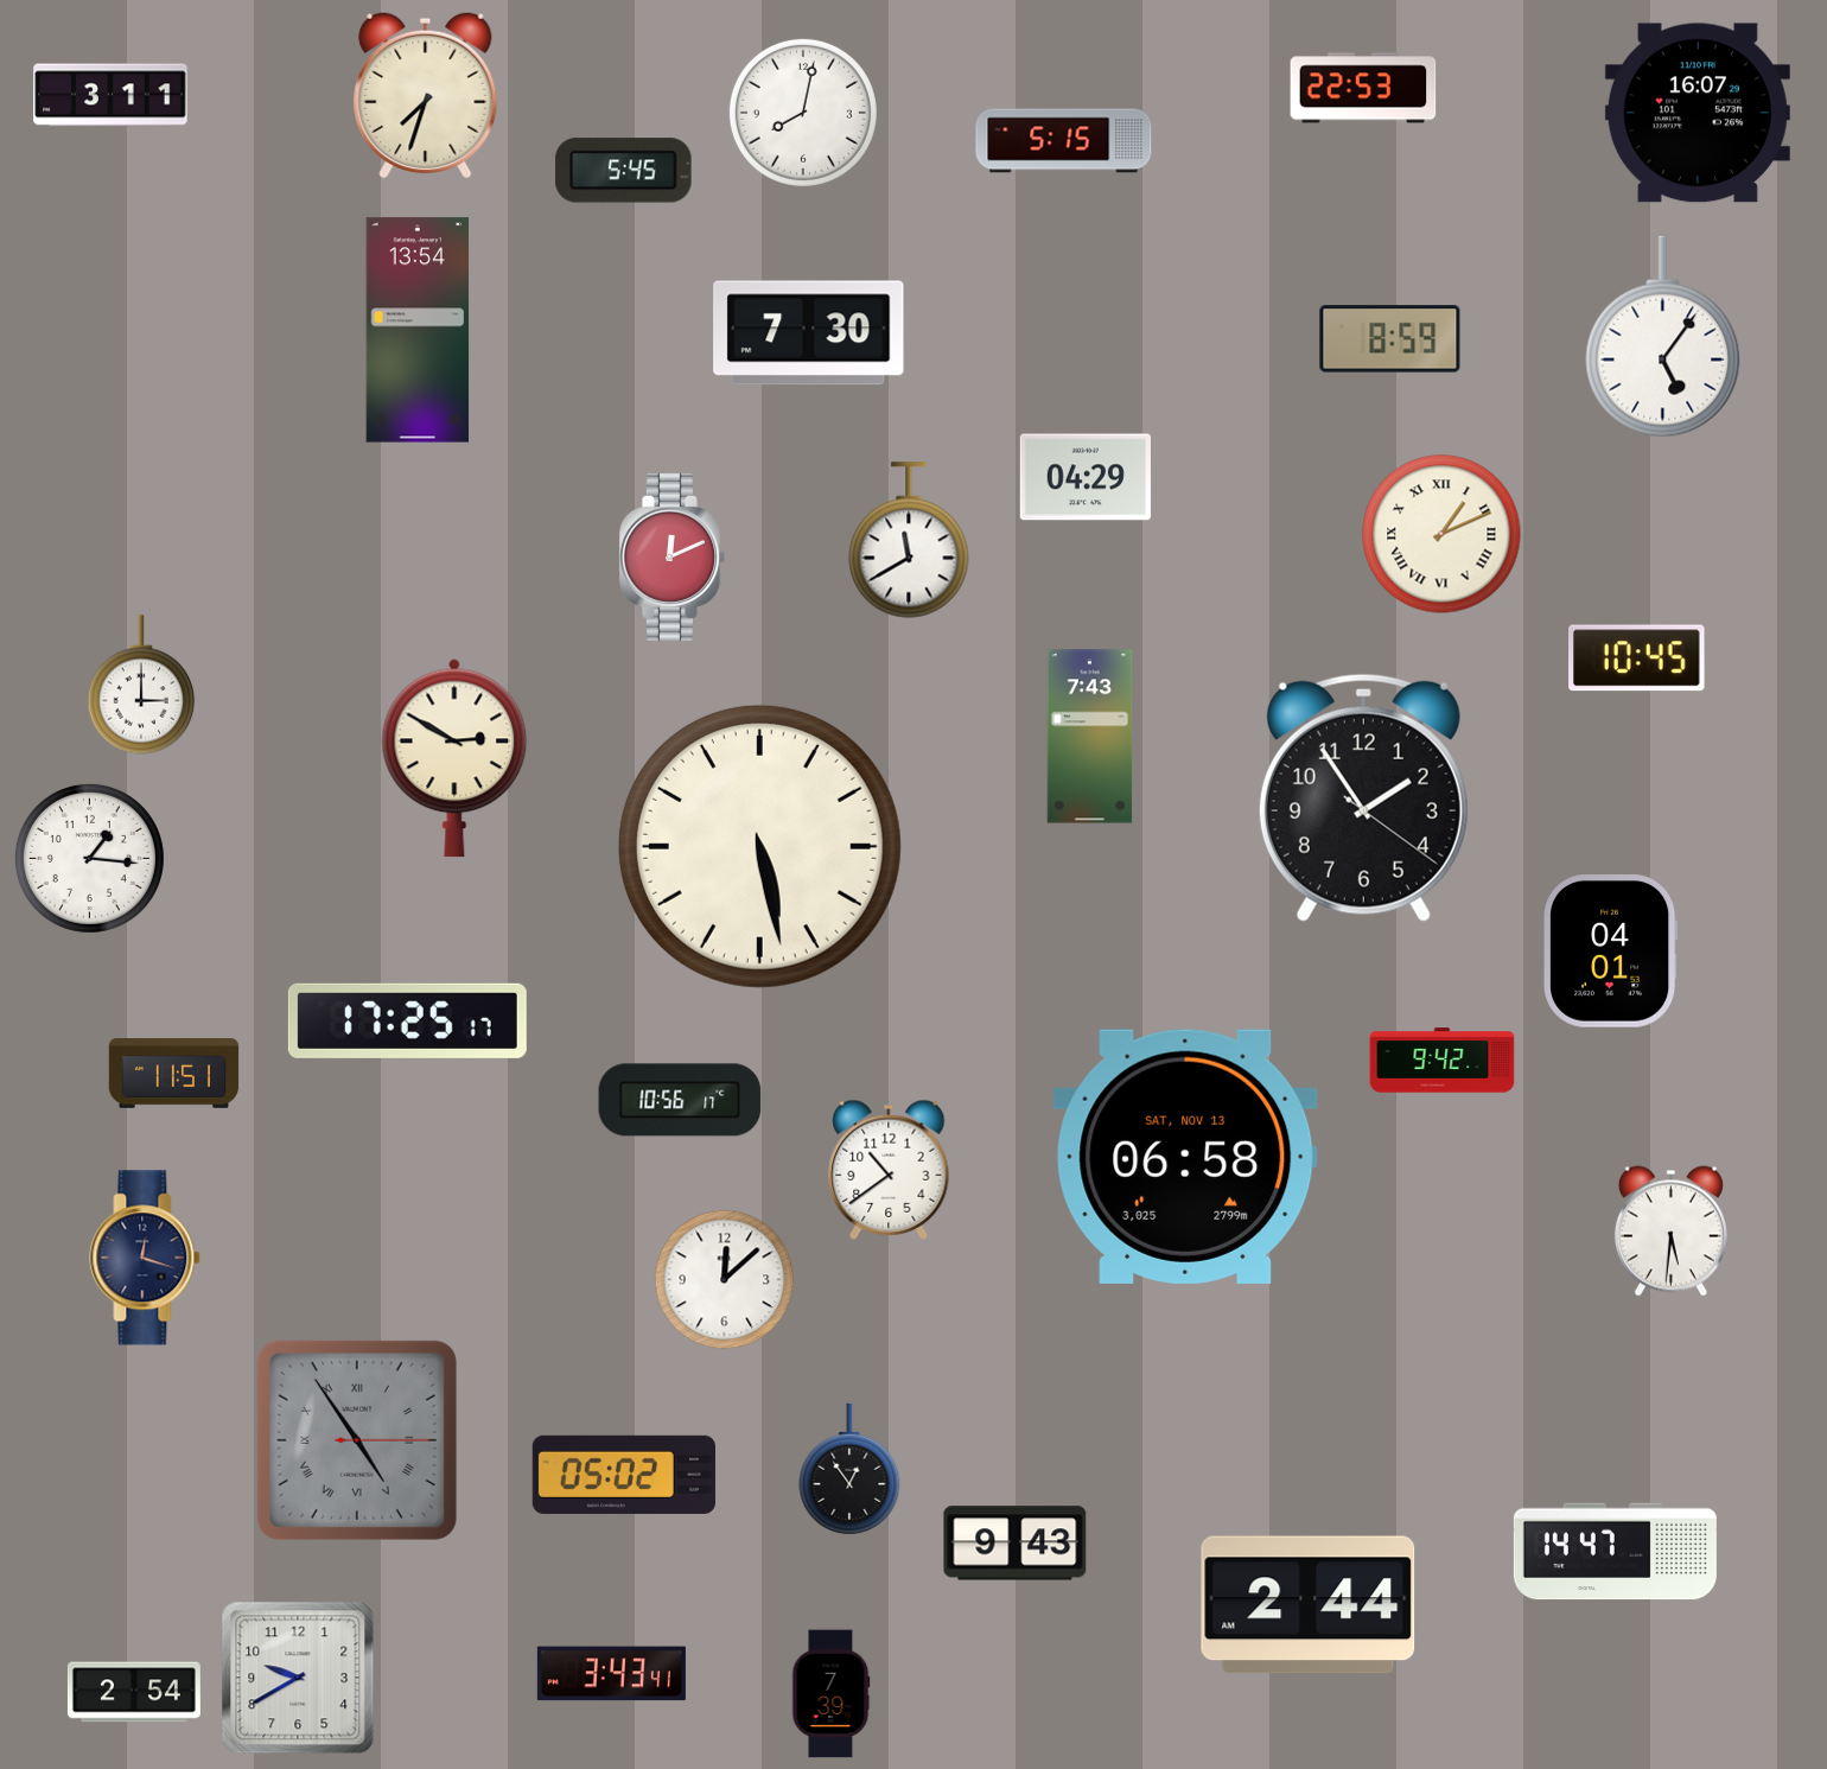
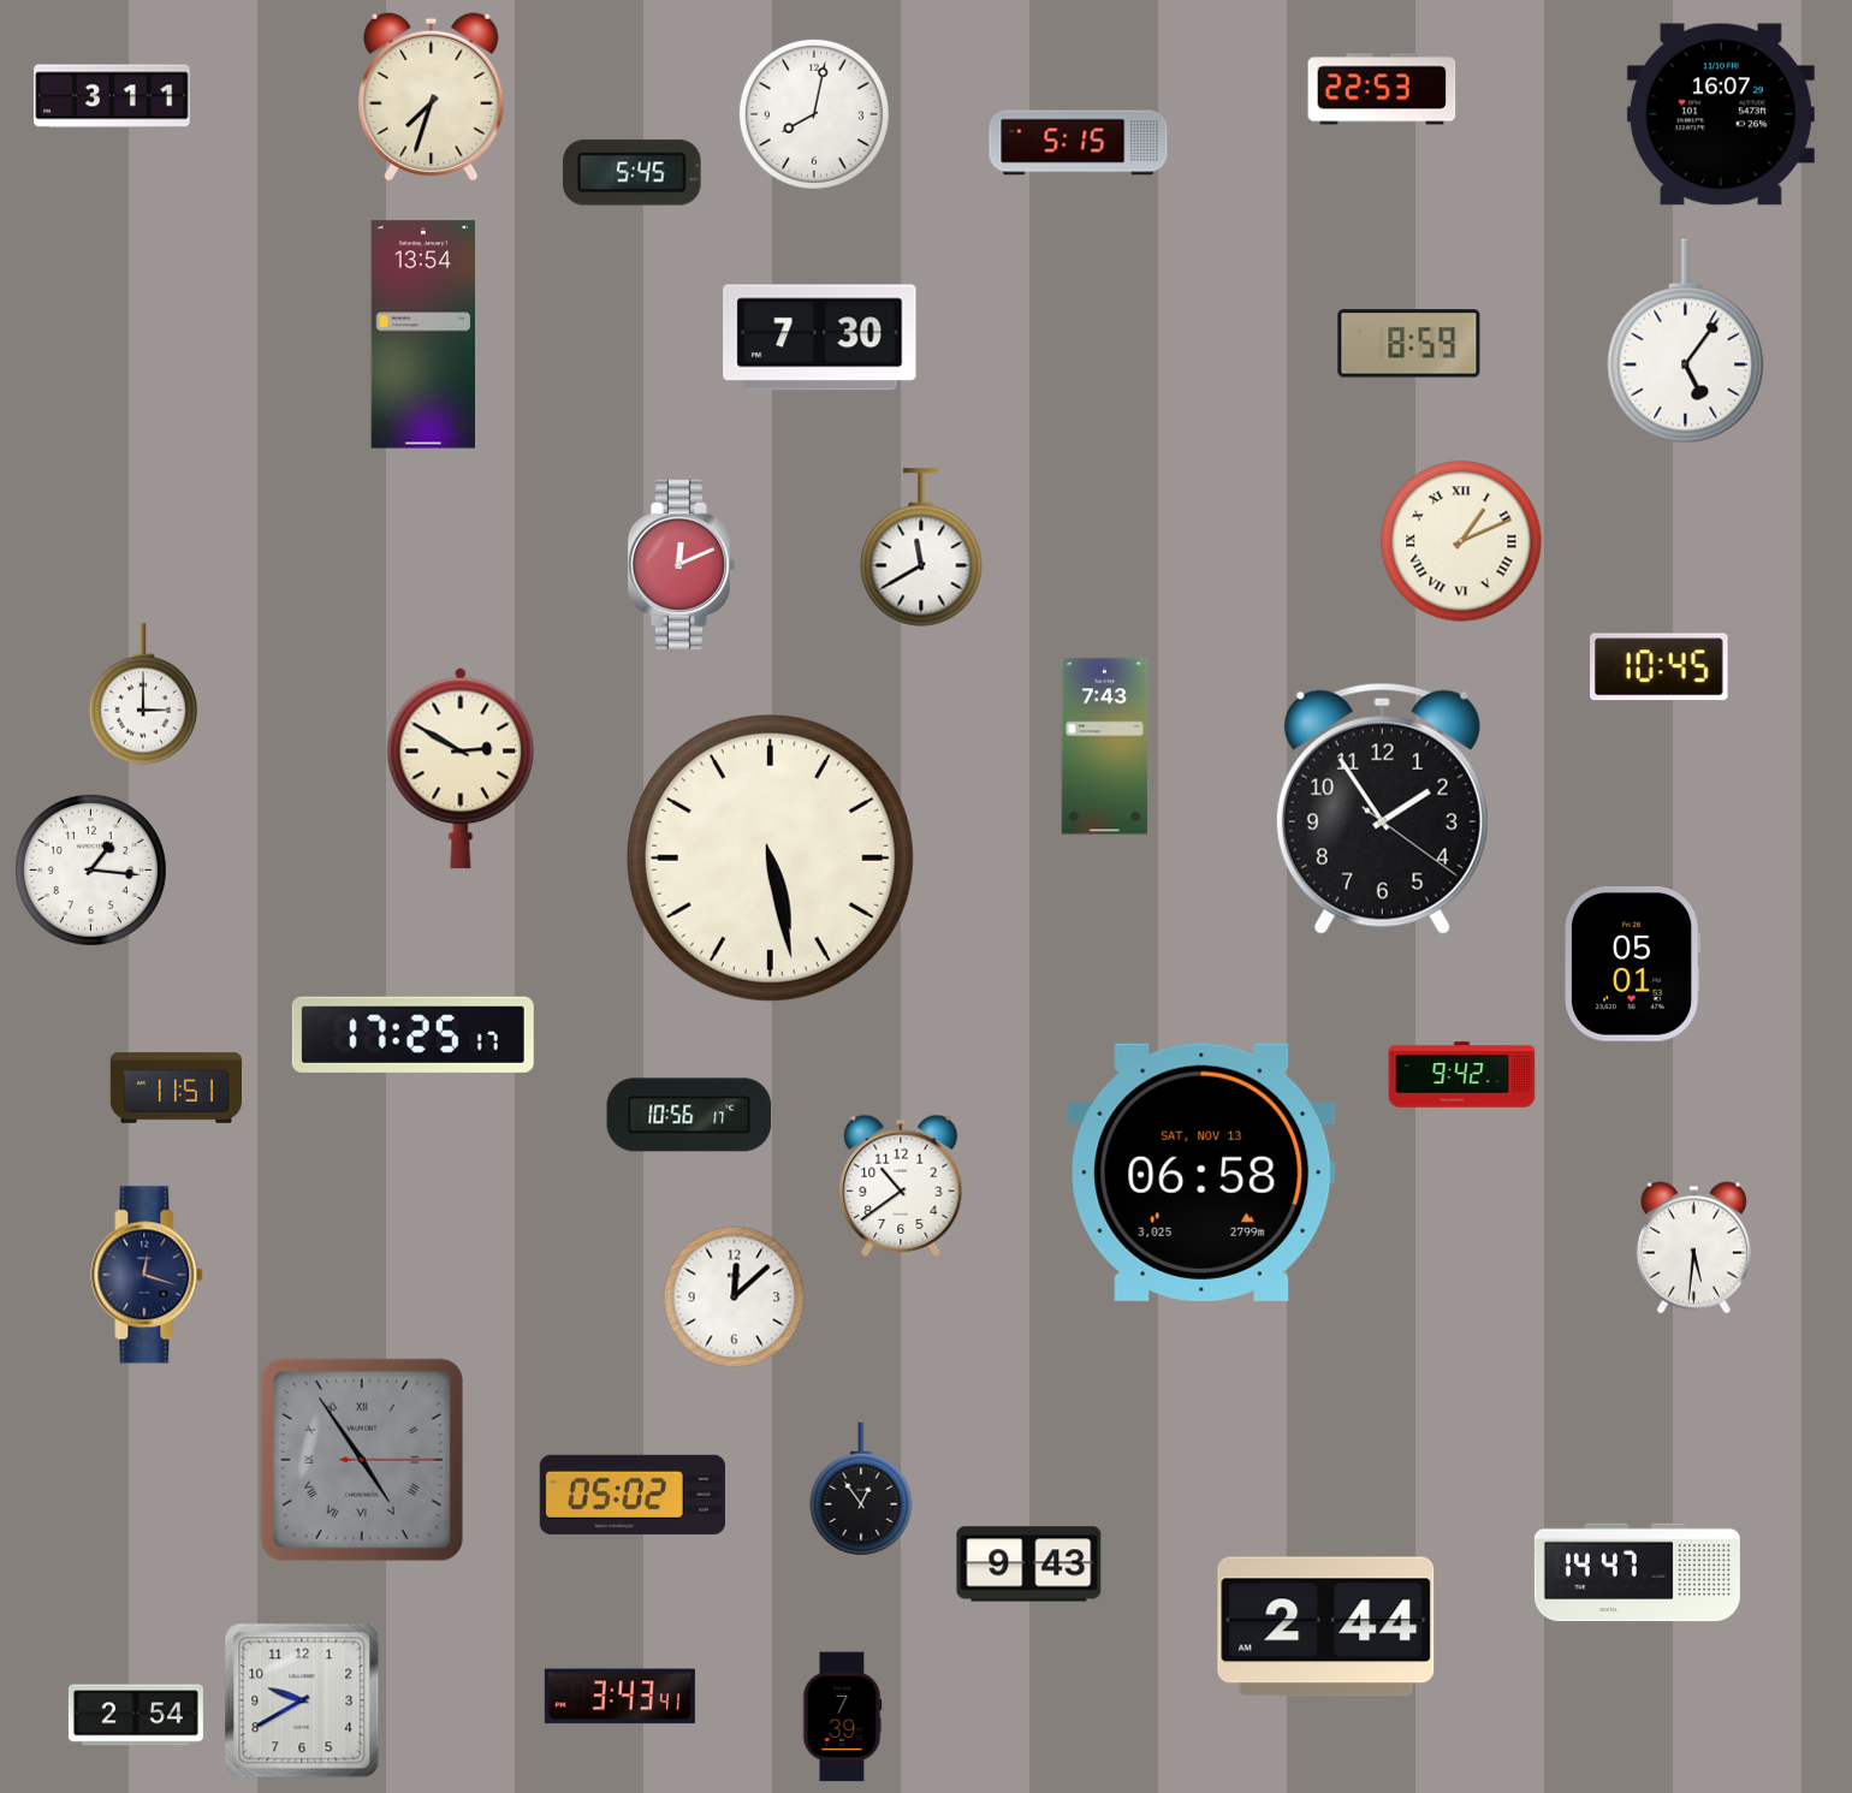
clock at (1086, 477): 04:29 -> none
clock at (1611, 952): 04:01 -> 05:01
